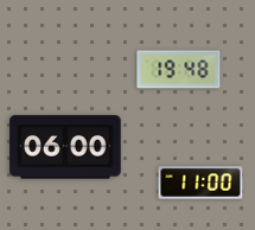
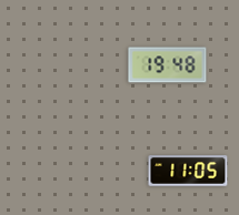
clock at (65, 147): 06:00 -> none
clock at (200, 183): 11:00 -> 11:05
